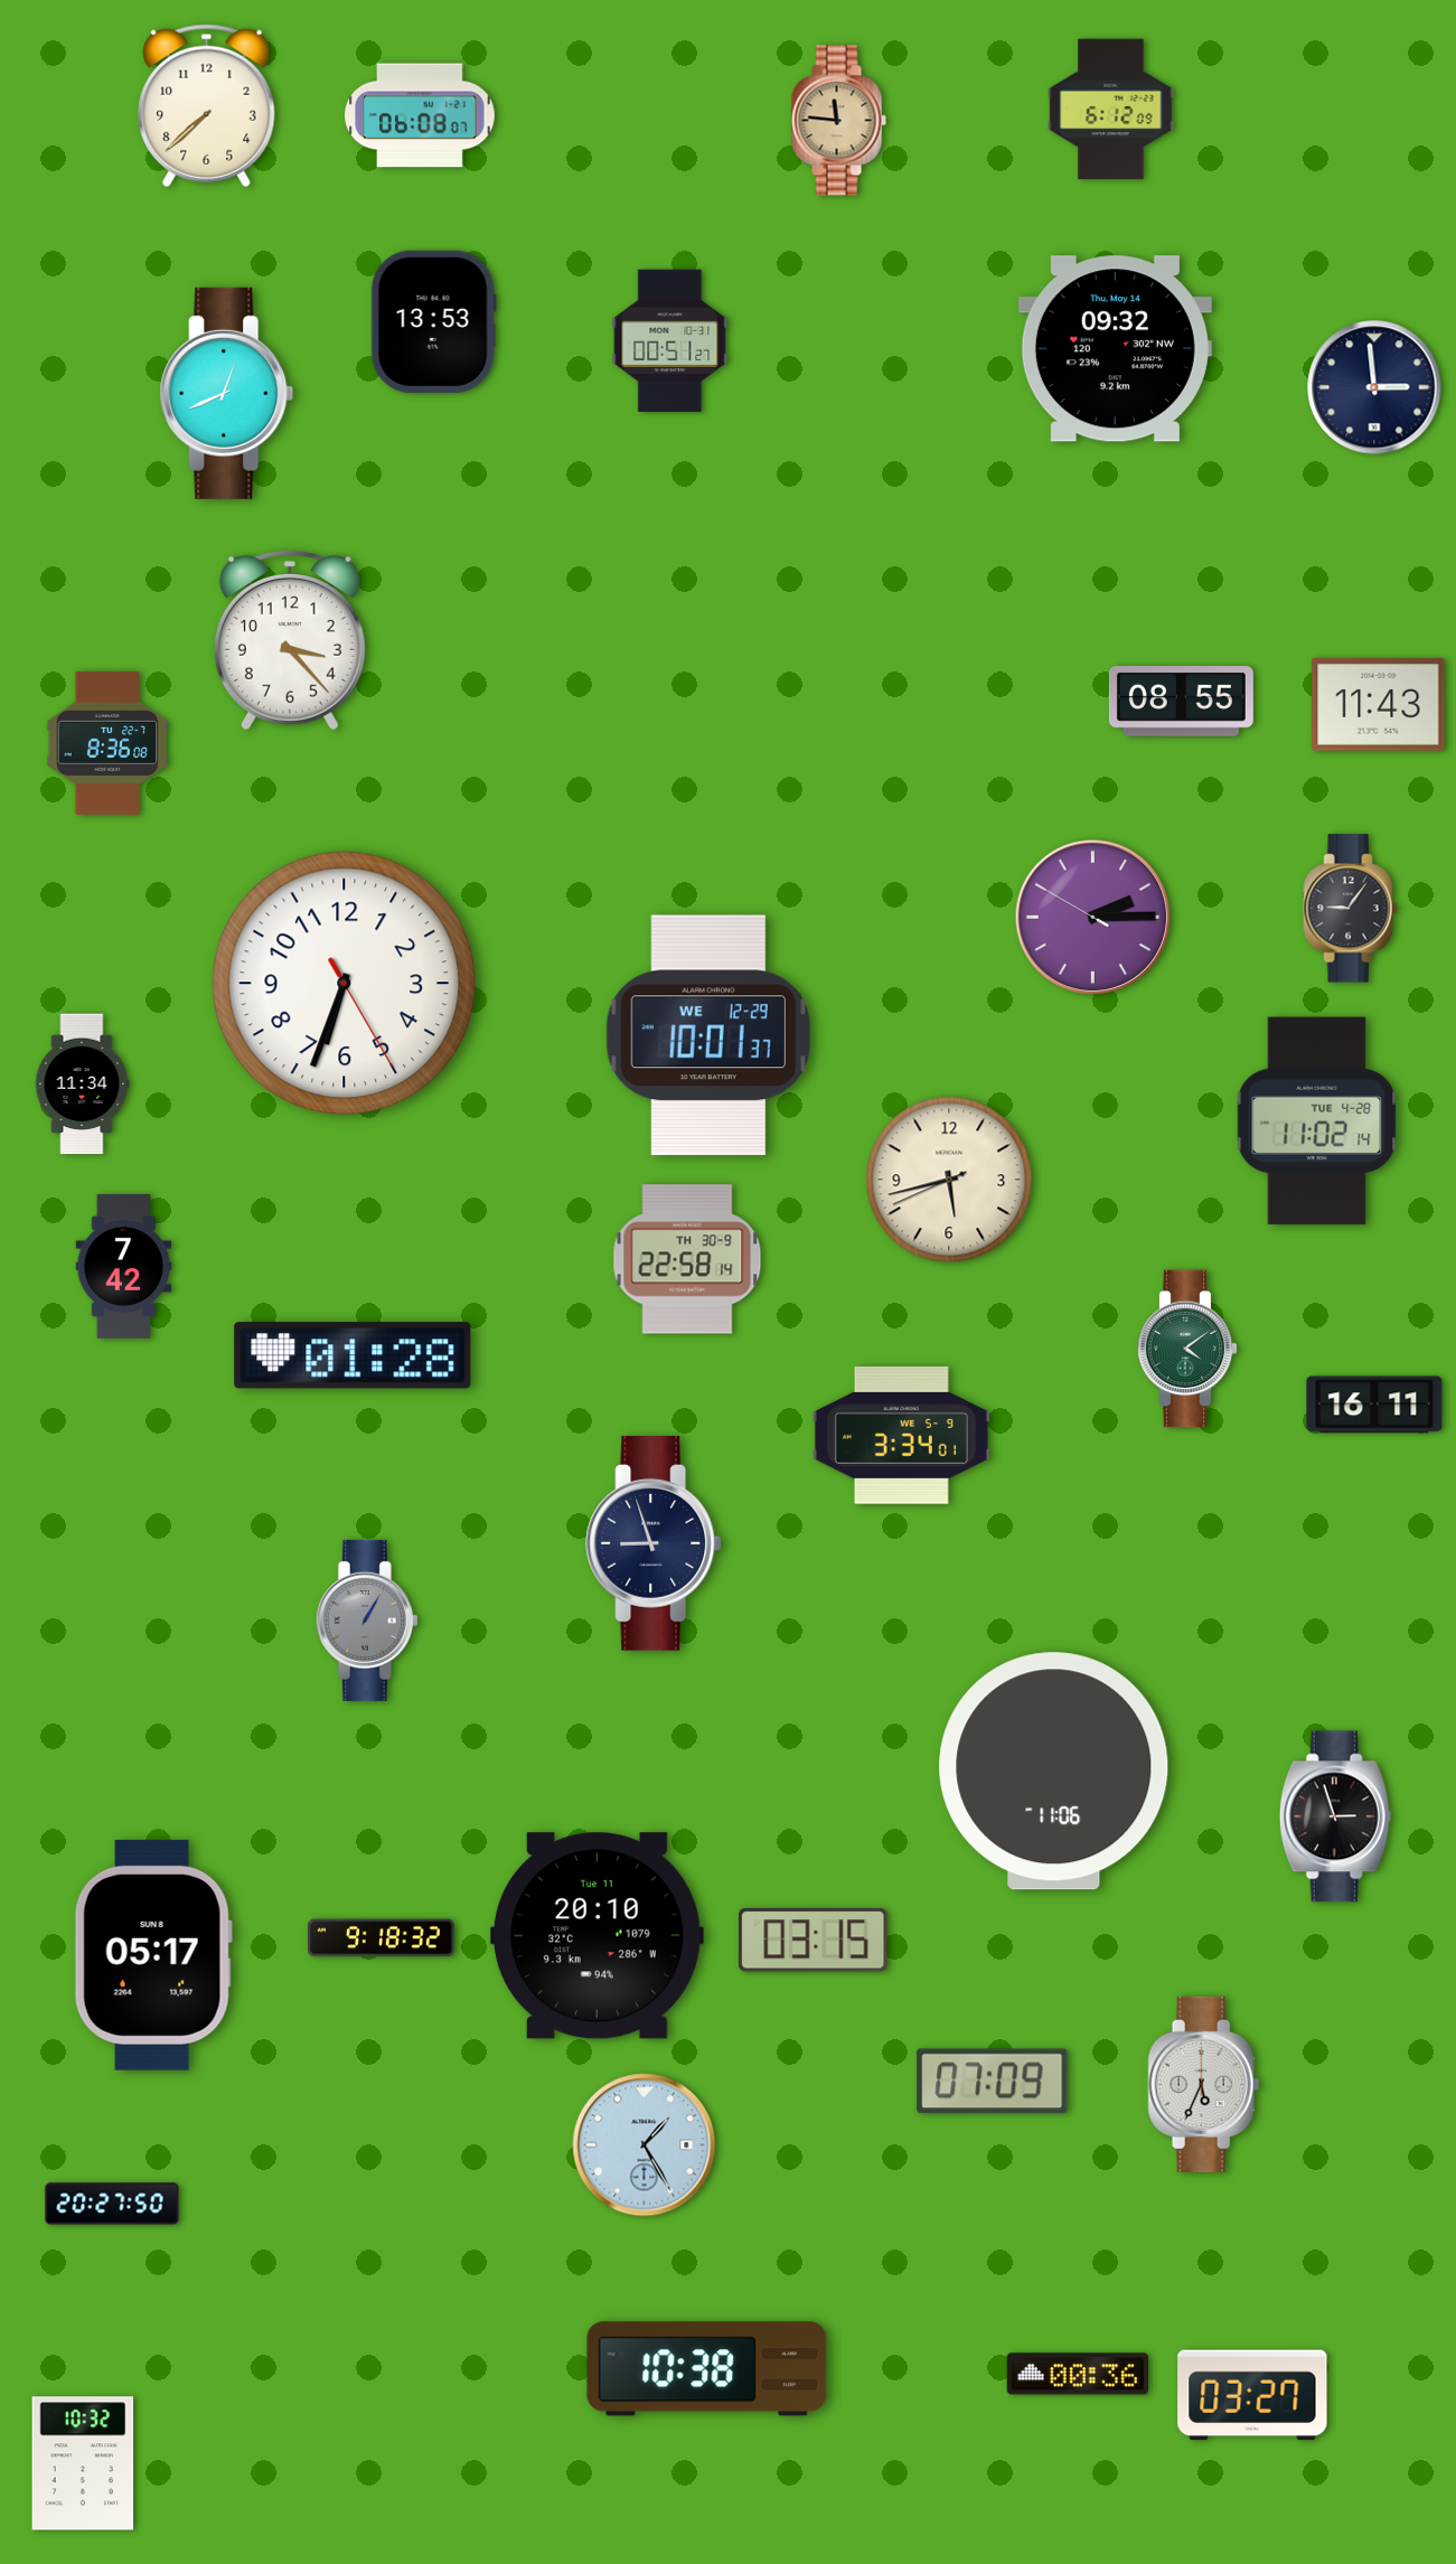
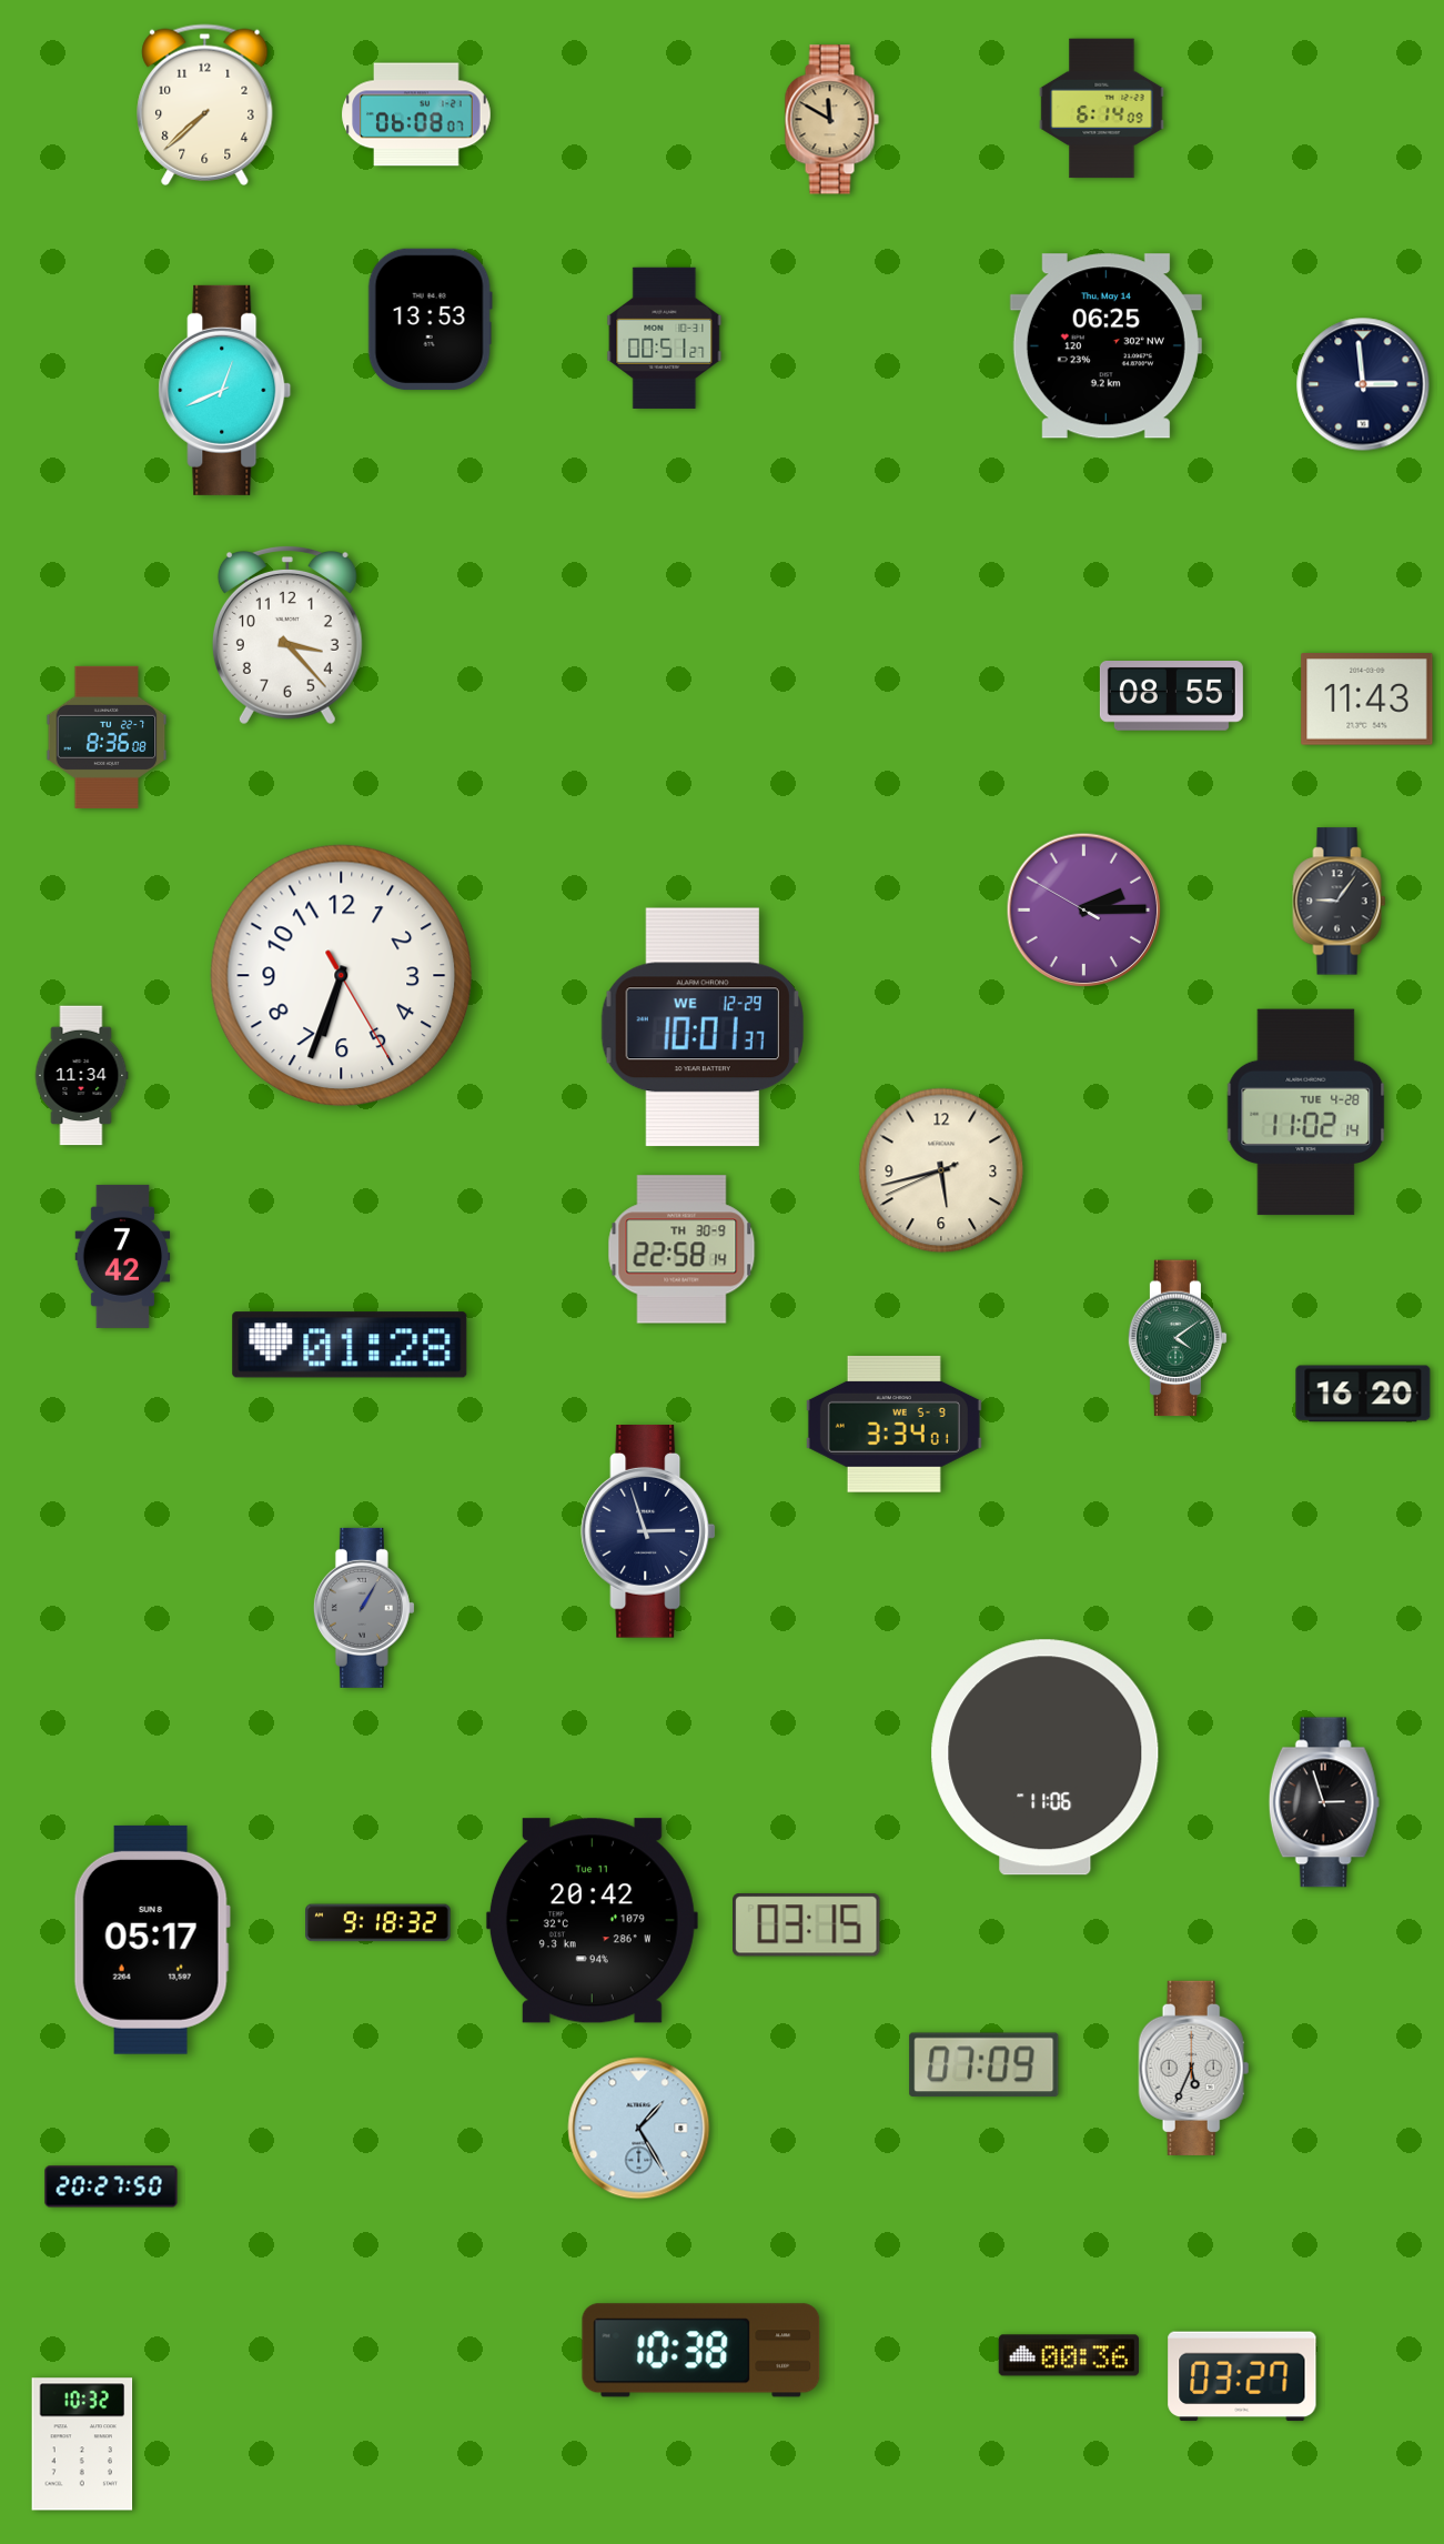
clock at (1111, 110): 6:12 -> 6:14
clock at (838, 121): 11:46 -> 11:50
clock at (1115, 349): 09:32 -> 06:25
clock at (1374, 1405): 16:11 -> 16:20
clock at (654, 1544): 8:57 -> 2:57
clock at (597, 1936): 20:10 -> 20:42
